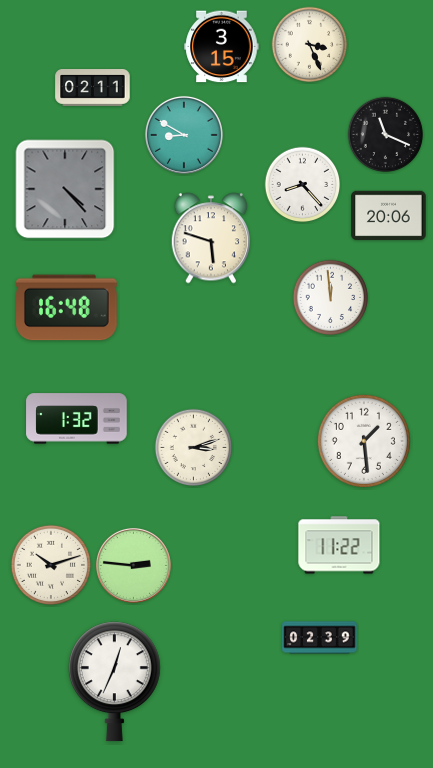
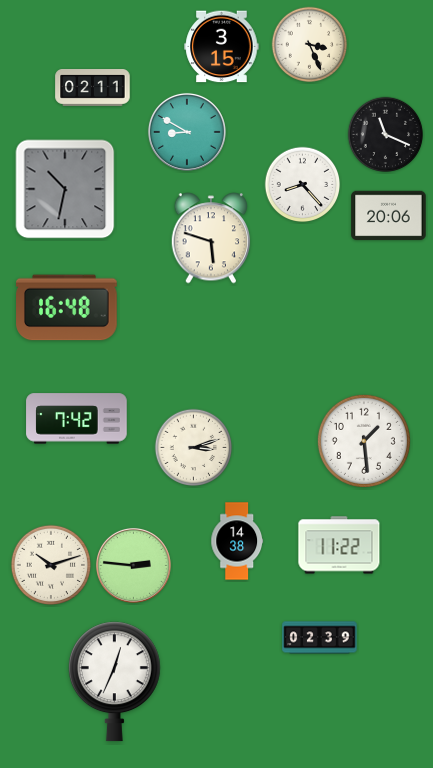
clock at (184, 135) position: (184, 135) -> (187, 132)
clock at (65, 189): 4:23 -> 10:32
clock at (331, 298): 11:59 -> none
clock at (77, 419): 1:32 -> 7:42
clock at (237, 541): none -> 14:38
